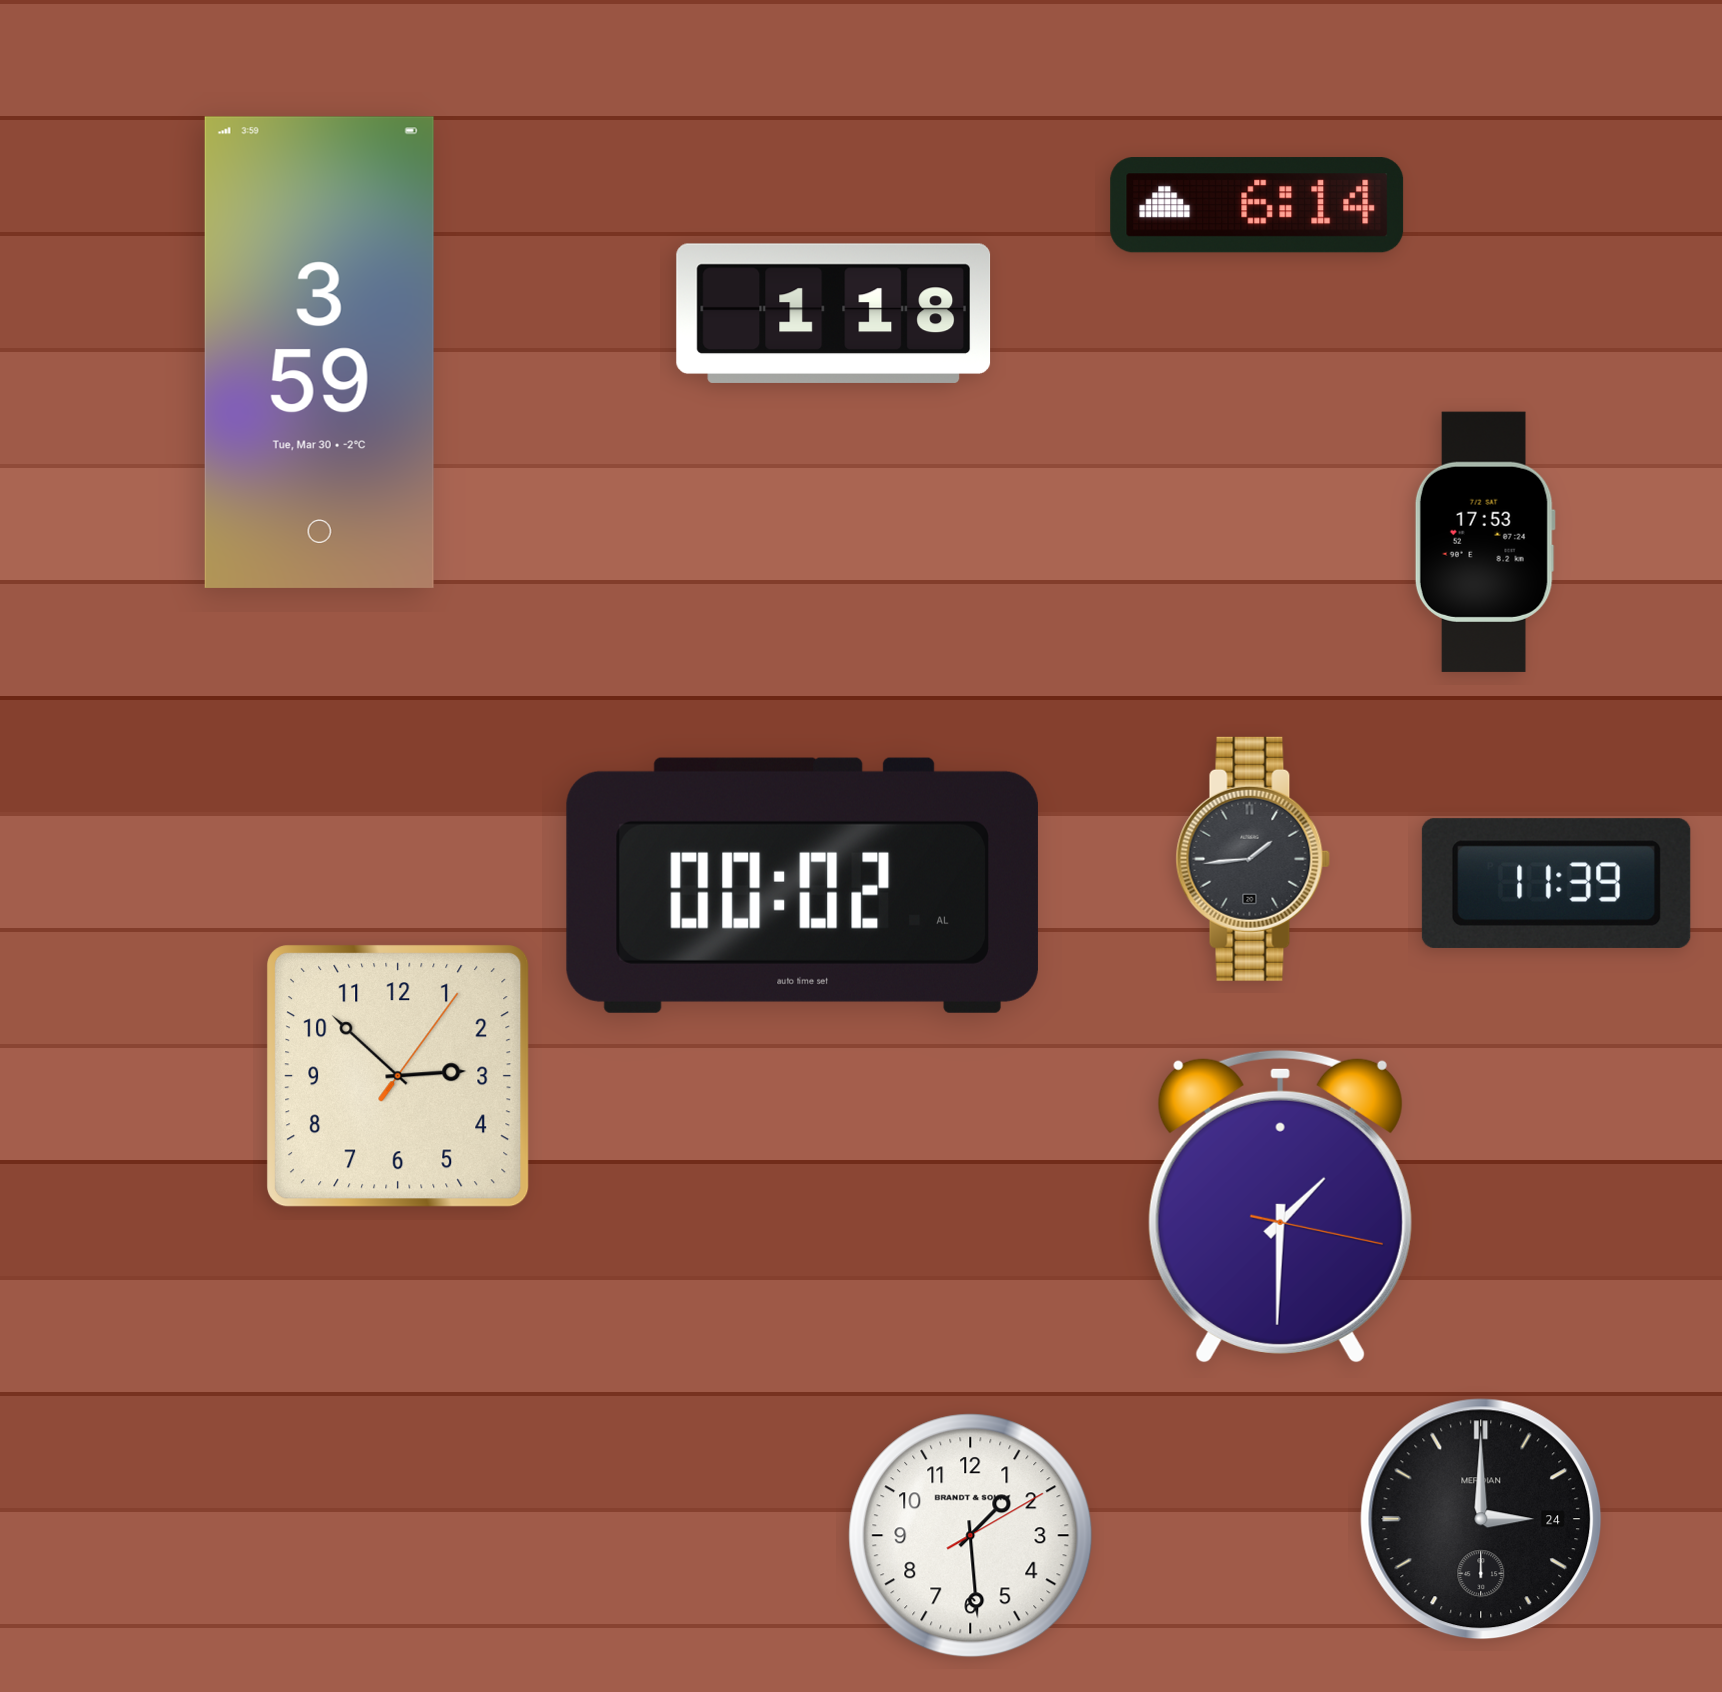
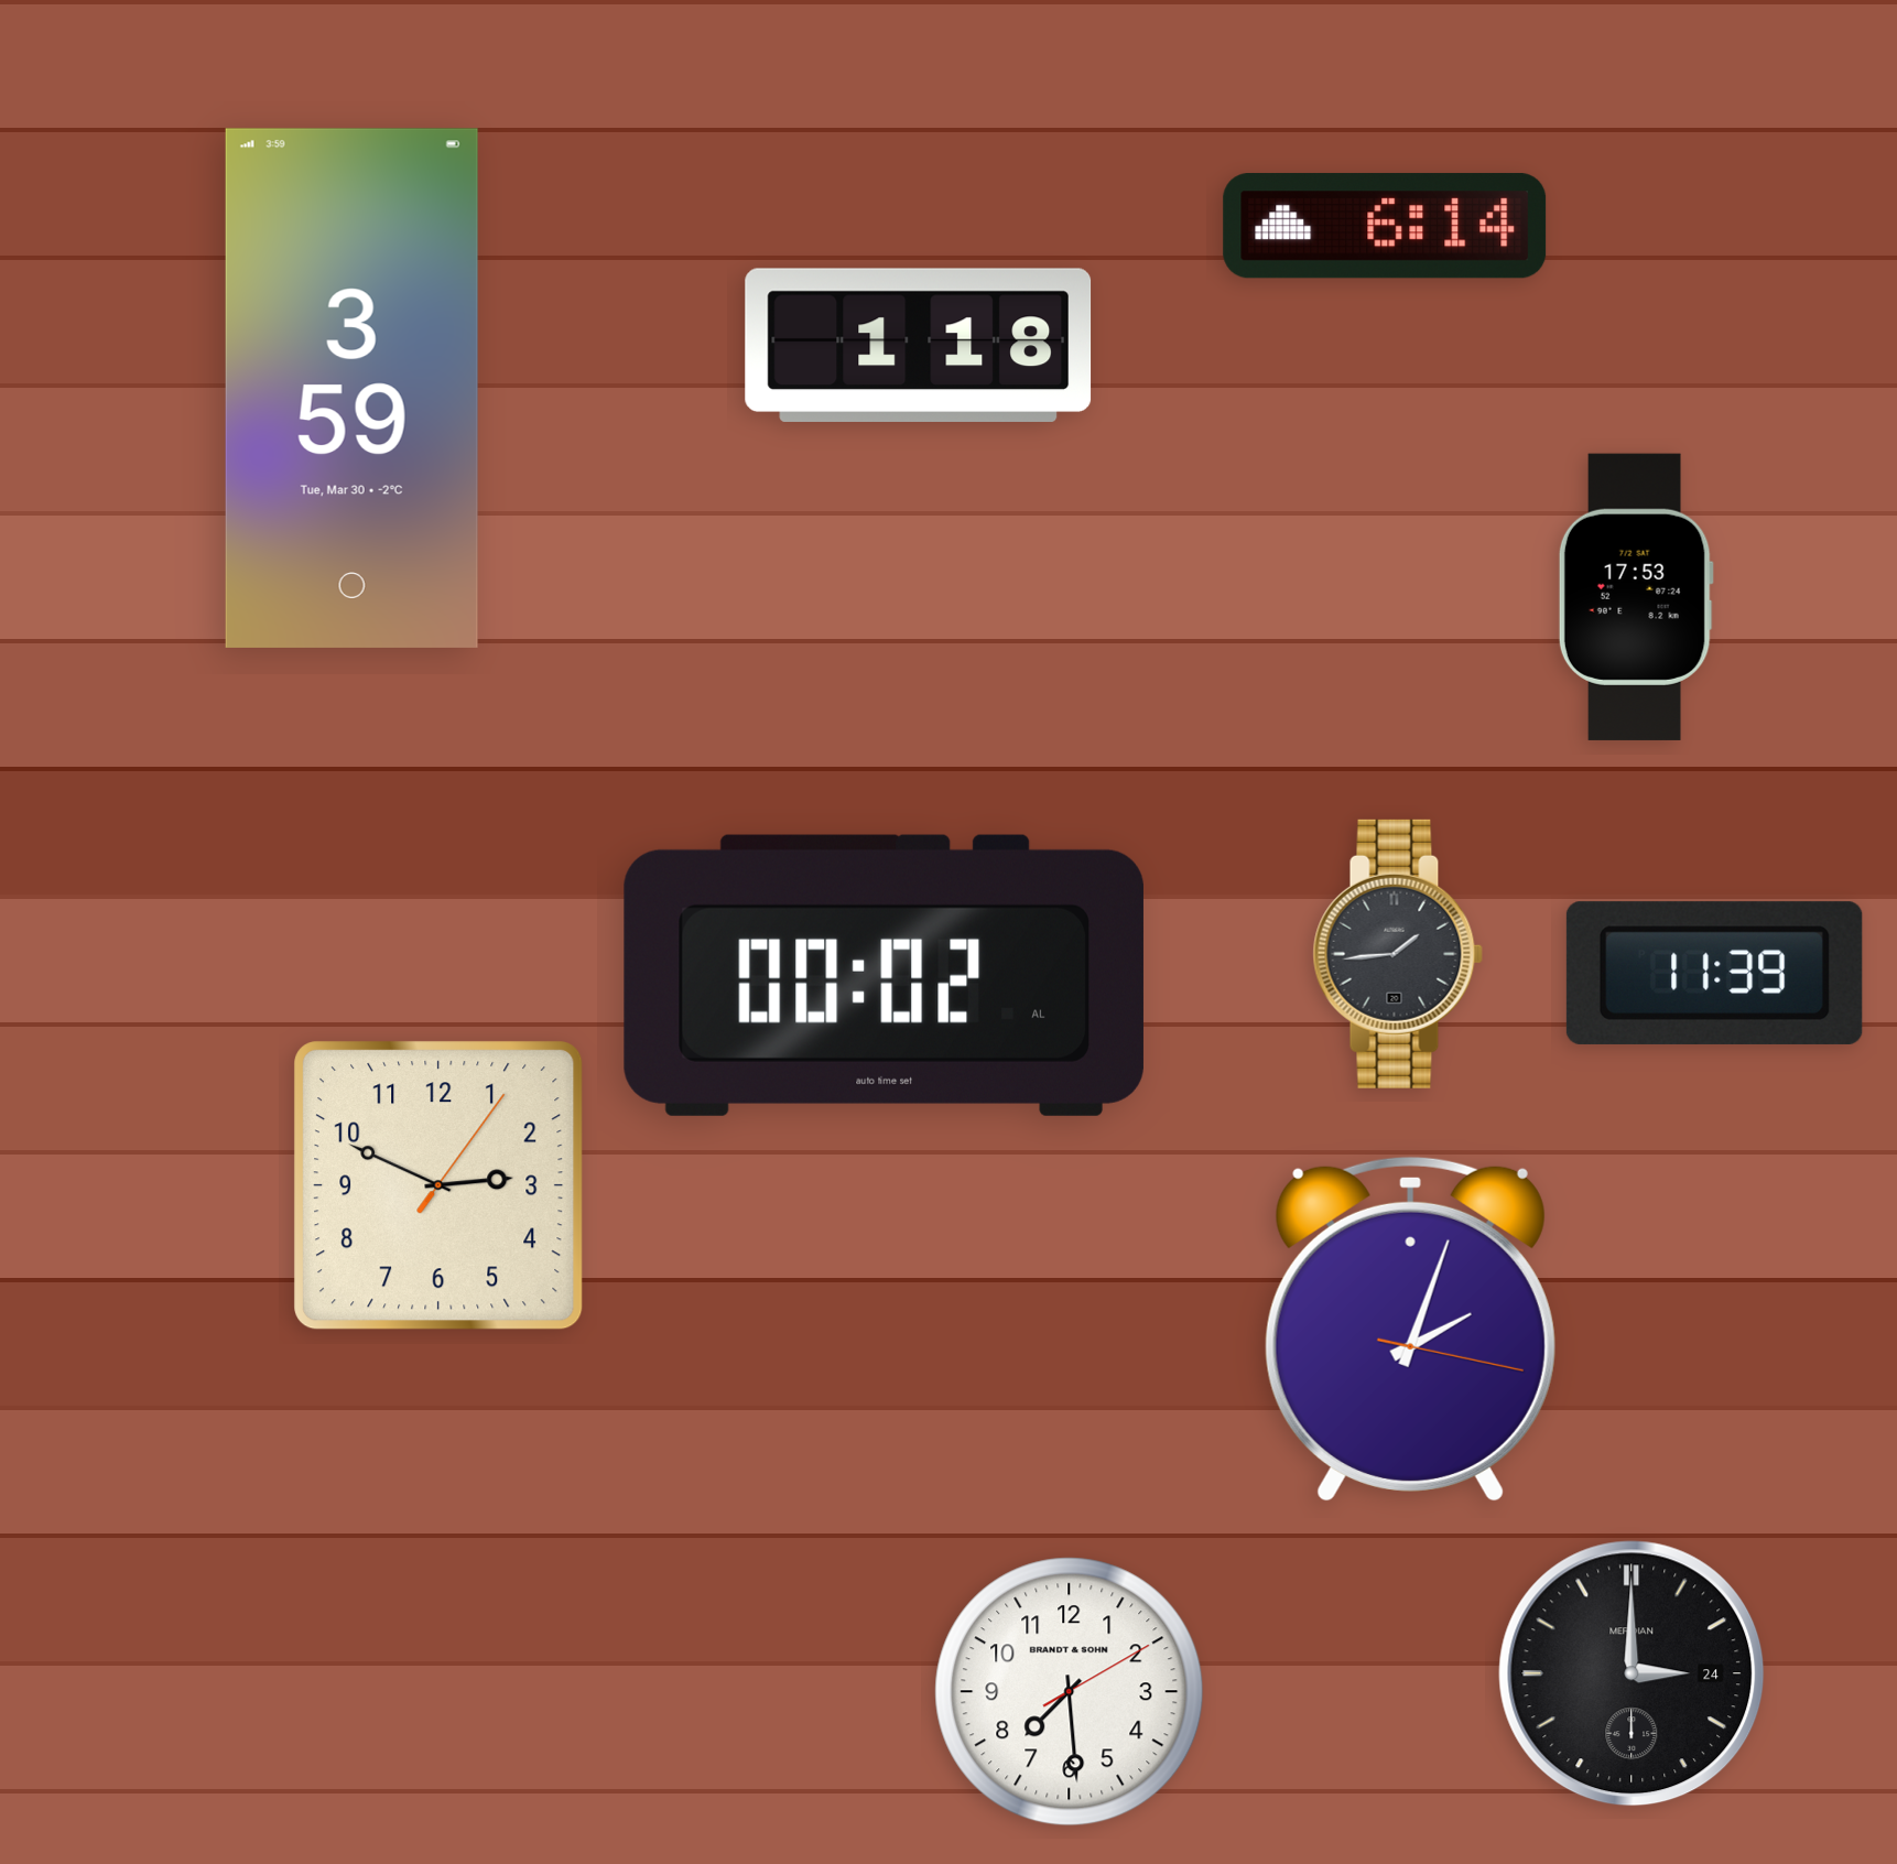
clock at (1253, 859) position: (1253, 859) -> (1398, 954)
clock at (398, 1076): 2:52 -> 2:49
clock at (1280, 1206): 1:30 -> 2:03
clock at (971, 1536): 1:29 -> 7:29
